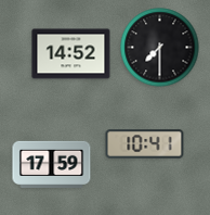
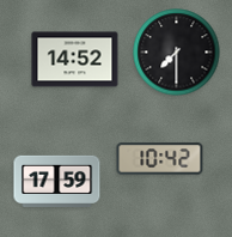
clock at (71, 54) position: (71, 54) -> (75, 60)
clock at (145, 144): 10:41 -> 10:42
